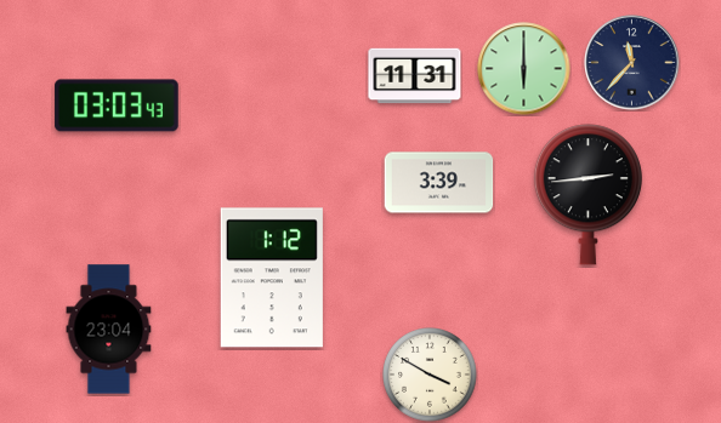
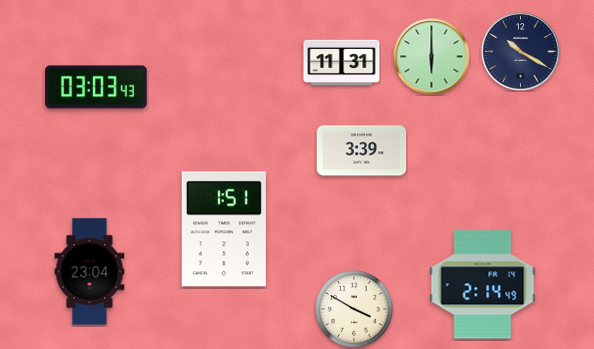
clock at (632, 63): 11:37 -> 10:20
clock at (587, 195): 2:44 -> none
clock at (272, 278): 1:12 -> 1:51
clock at (483, 285): none -> 2:14
